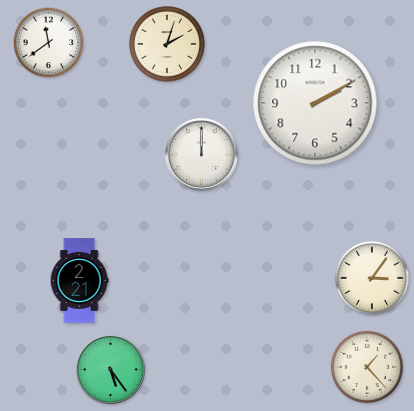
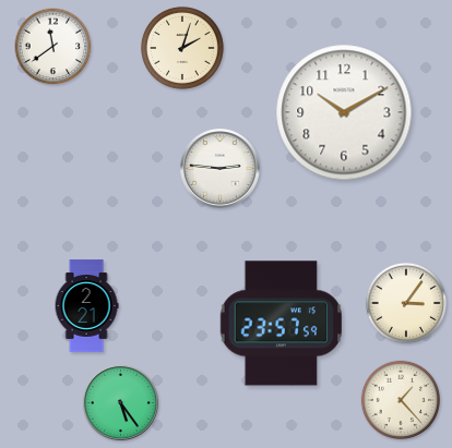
clock at (315, 103): 2:10 -> 10:10
clock at (202, 155): 12:00 -> 2:46
clock at (281, 324): none -> 23:57
